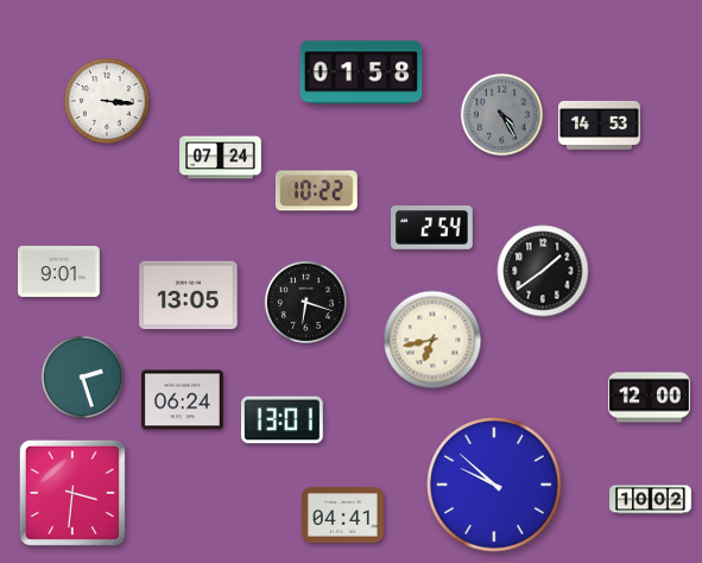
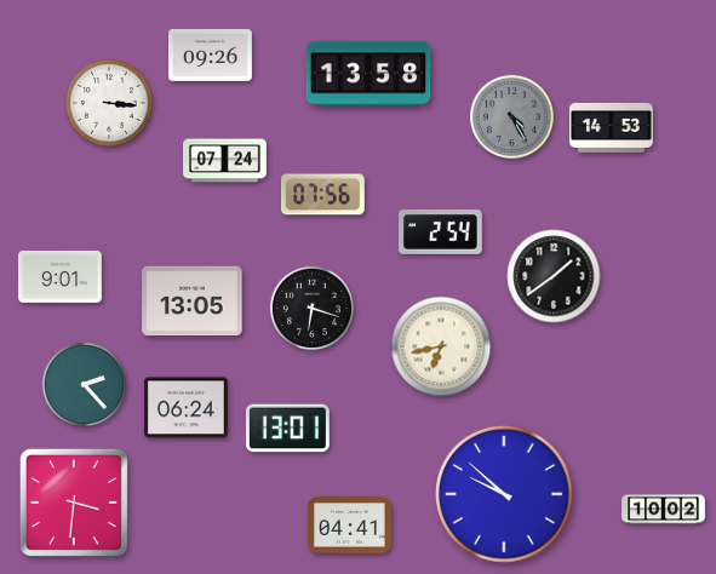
clock at (211, 54): none -> 09:26
clock at (361, 72): 01:58 -> 13:58
clock at (316, 191): 10:22 -> 07:56
clock at (82, 377): 2:27 -> 2:23
clock at (650, 398): 12:00 -> none
